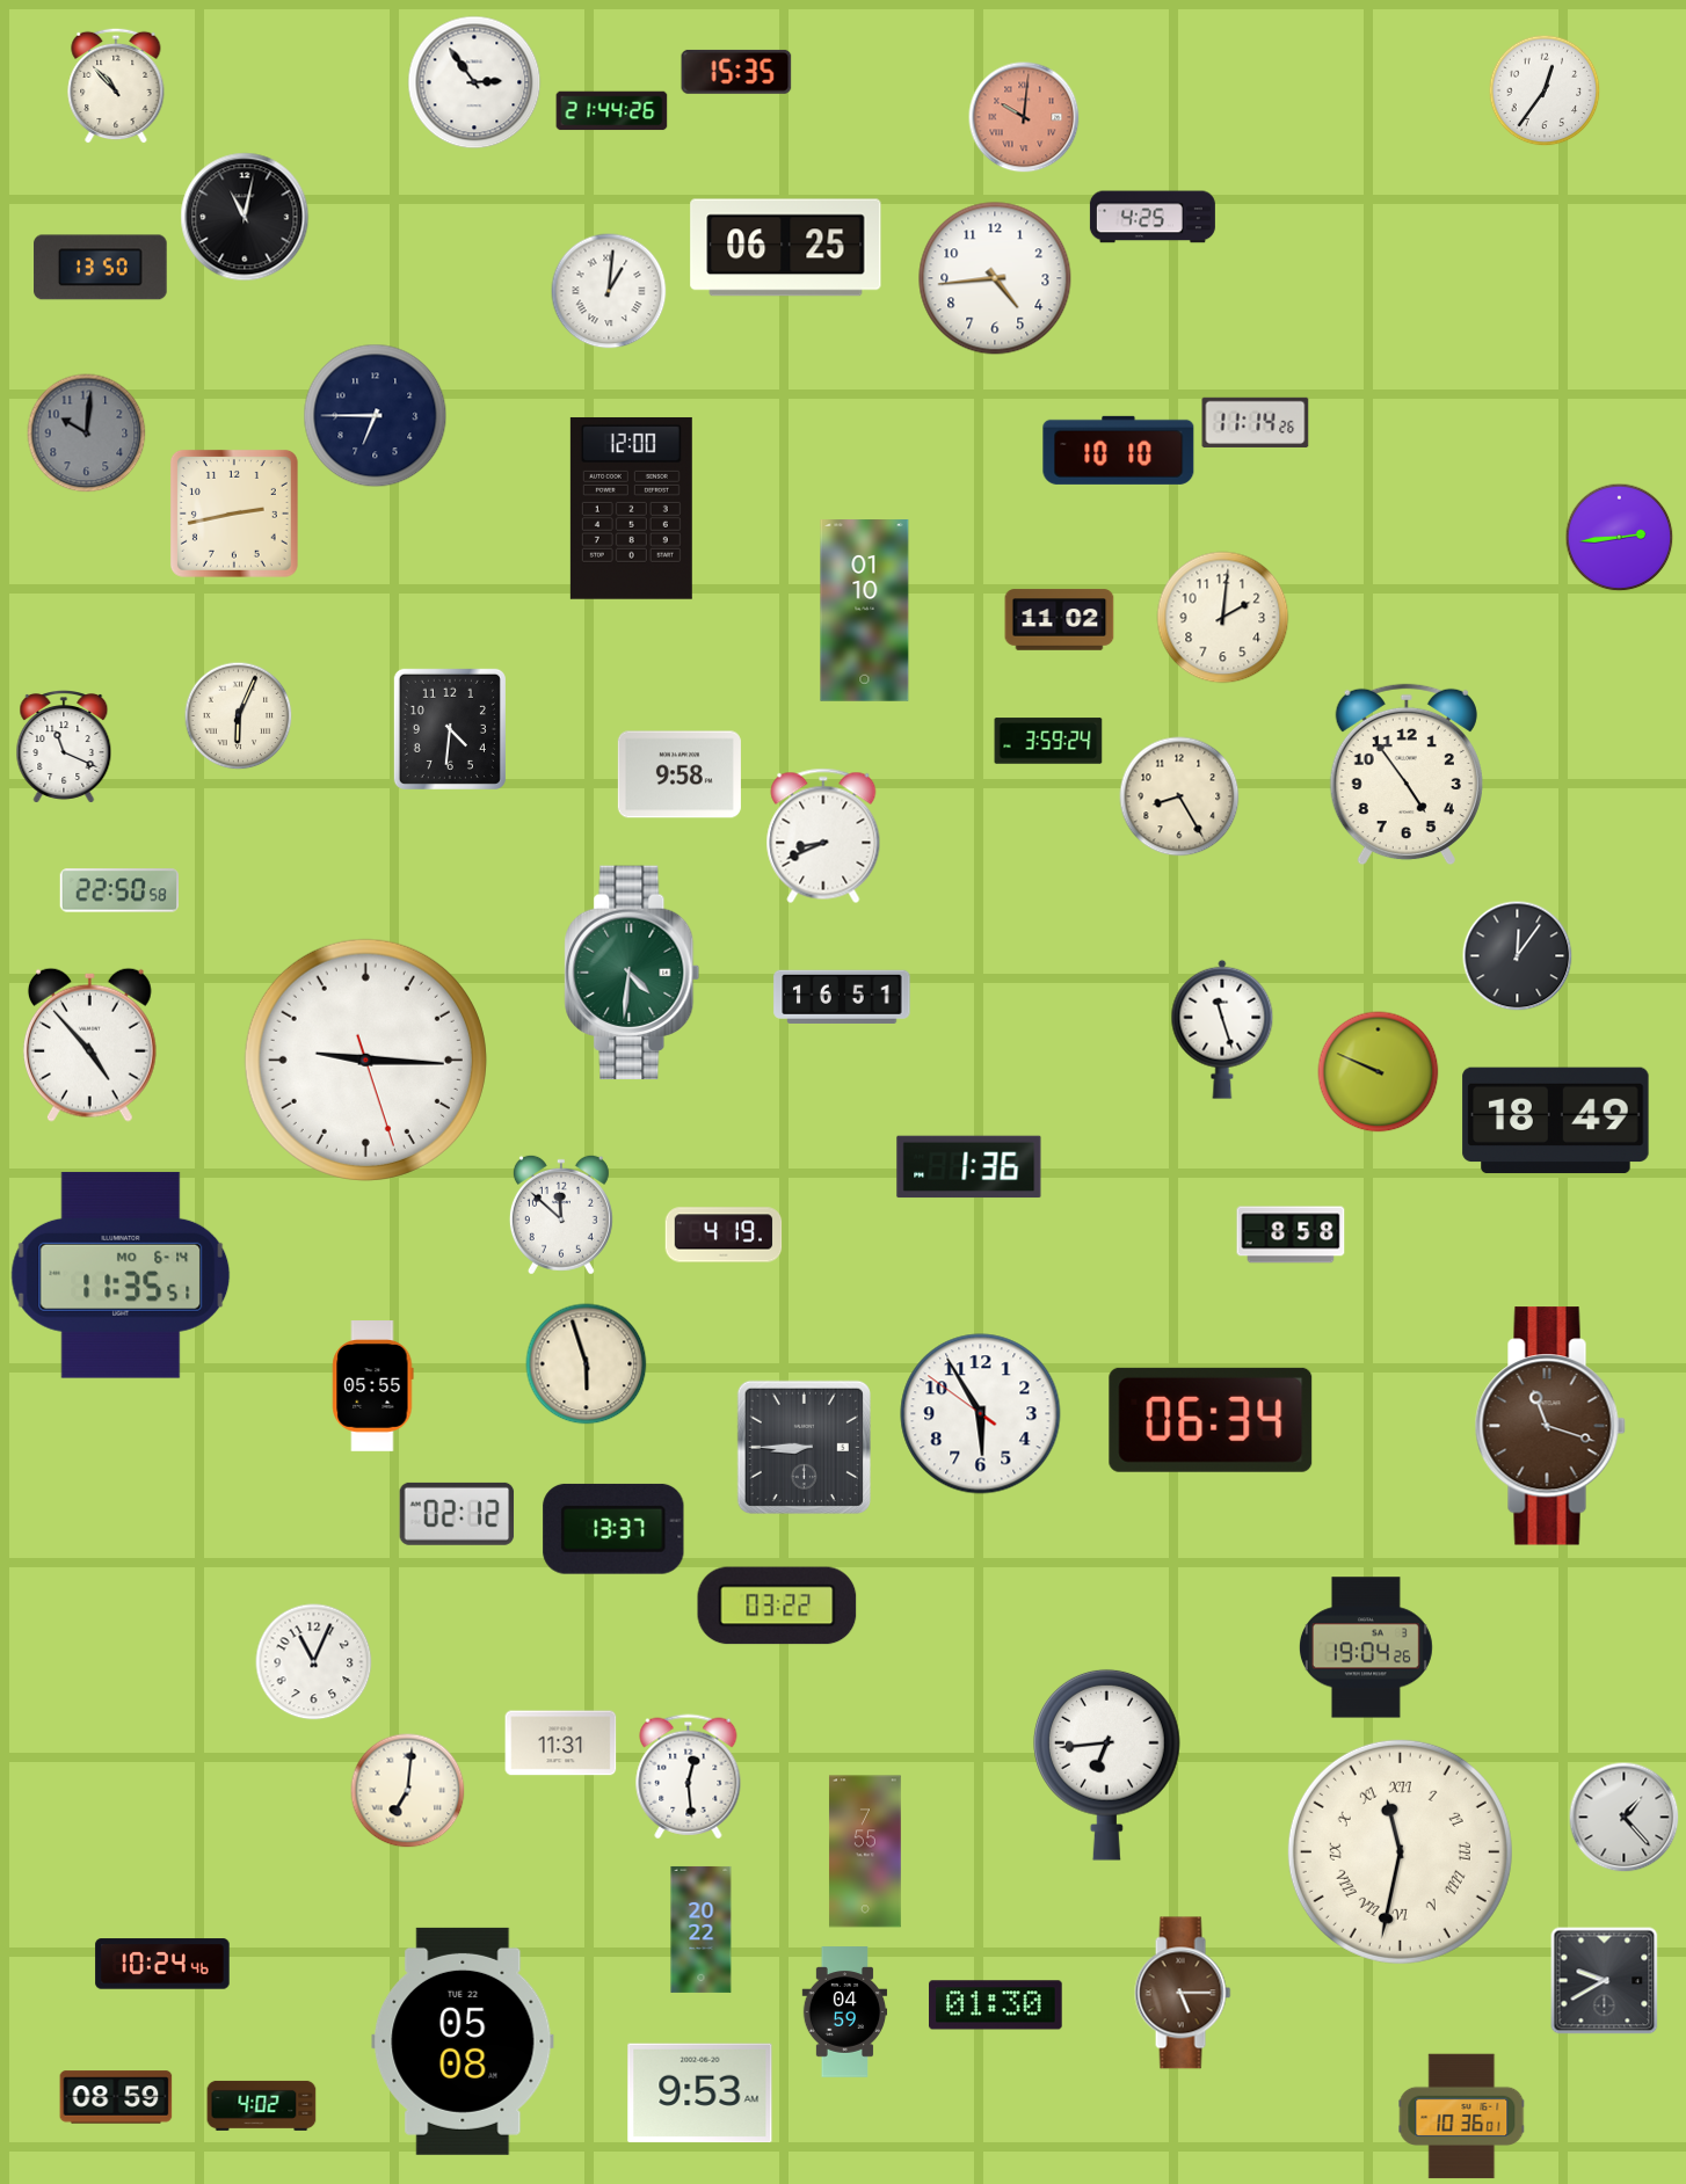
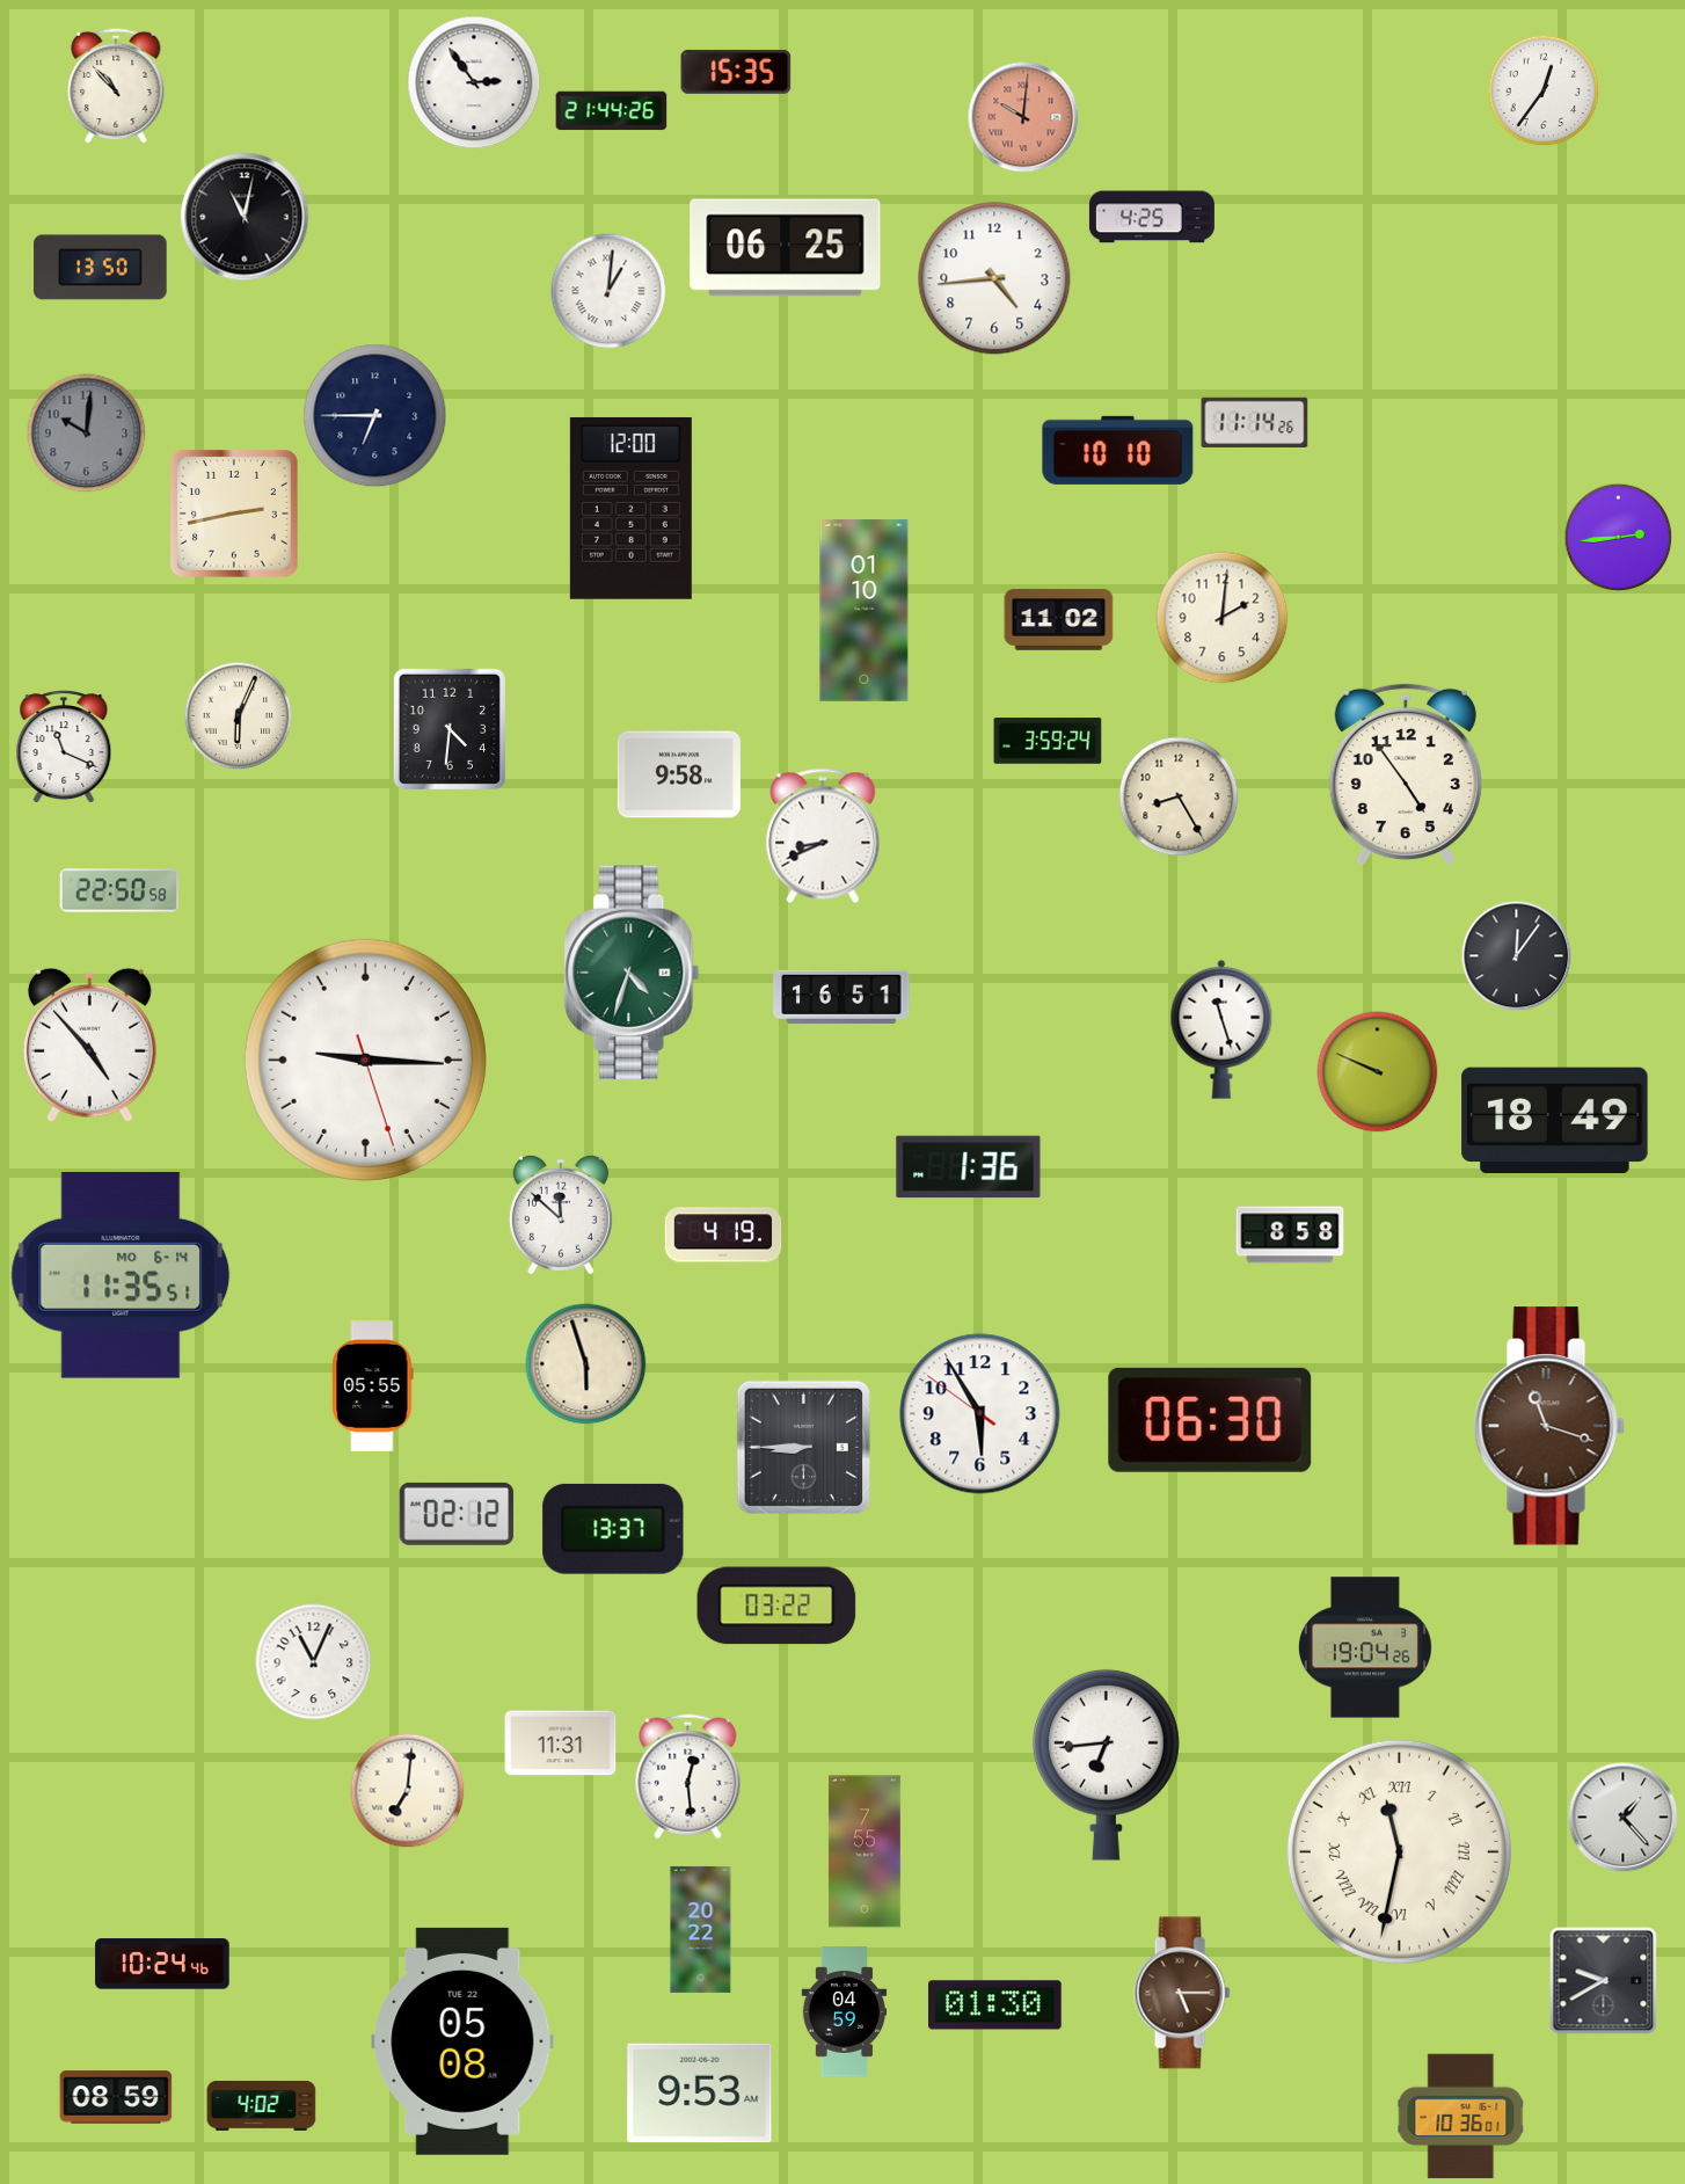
clock at (632, 973): 4:31 -> 4:33
clock at (1211, 1420): 06:34 -> 06:30
